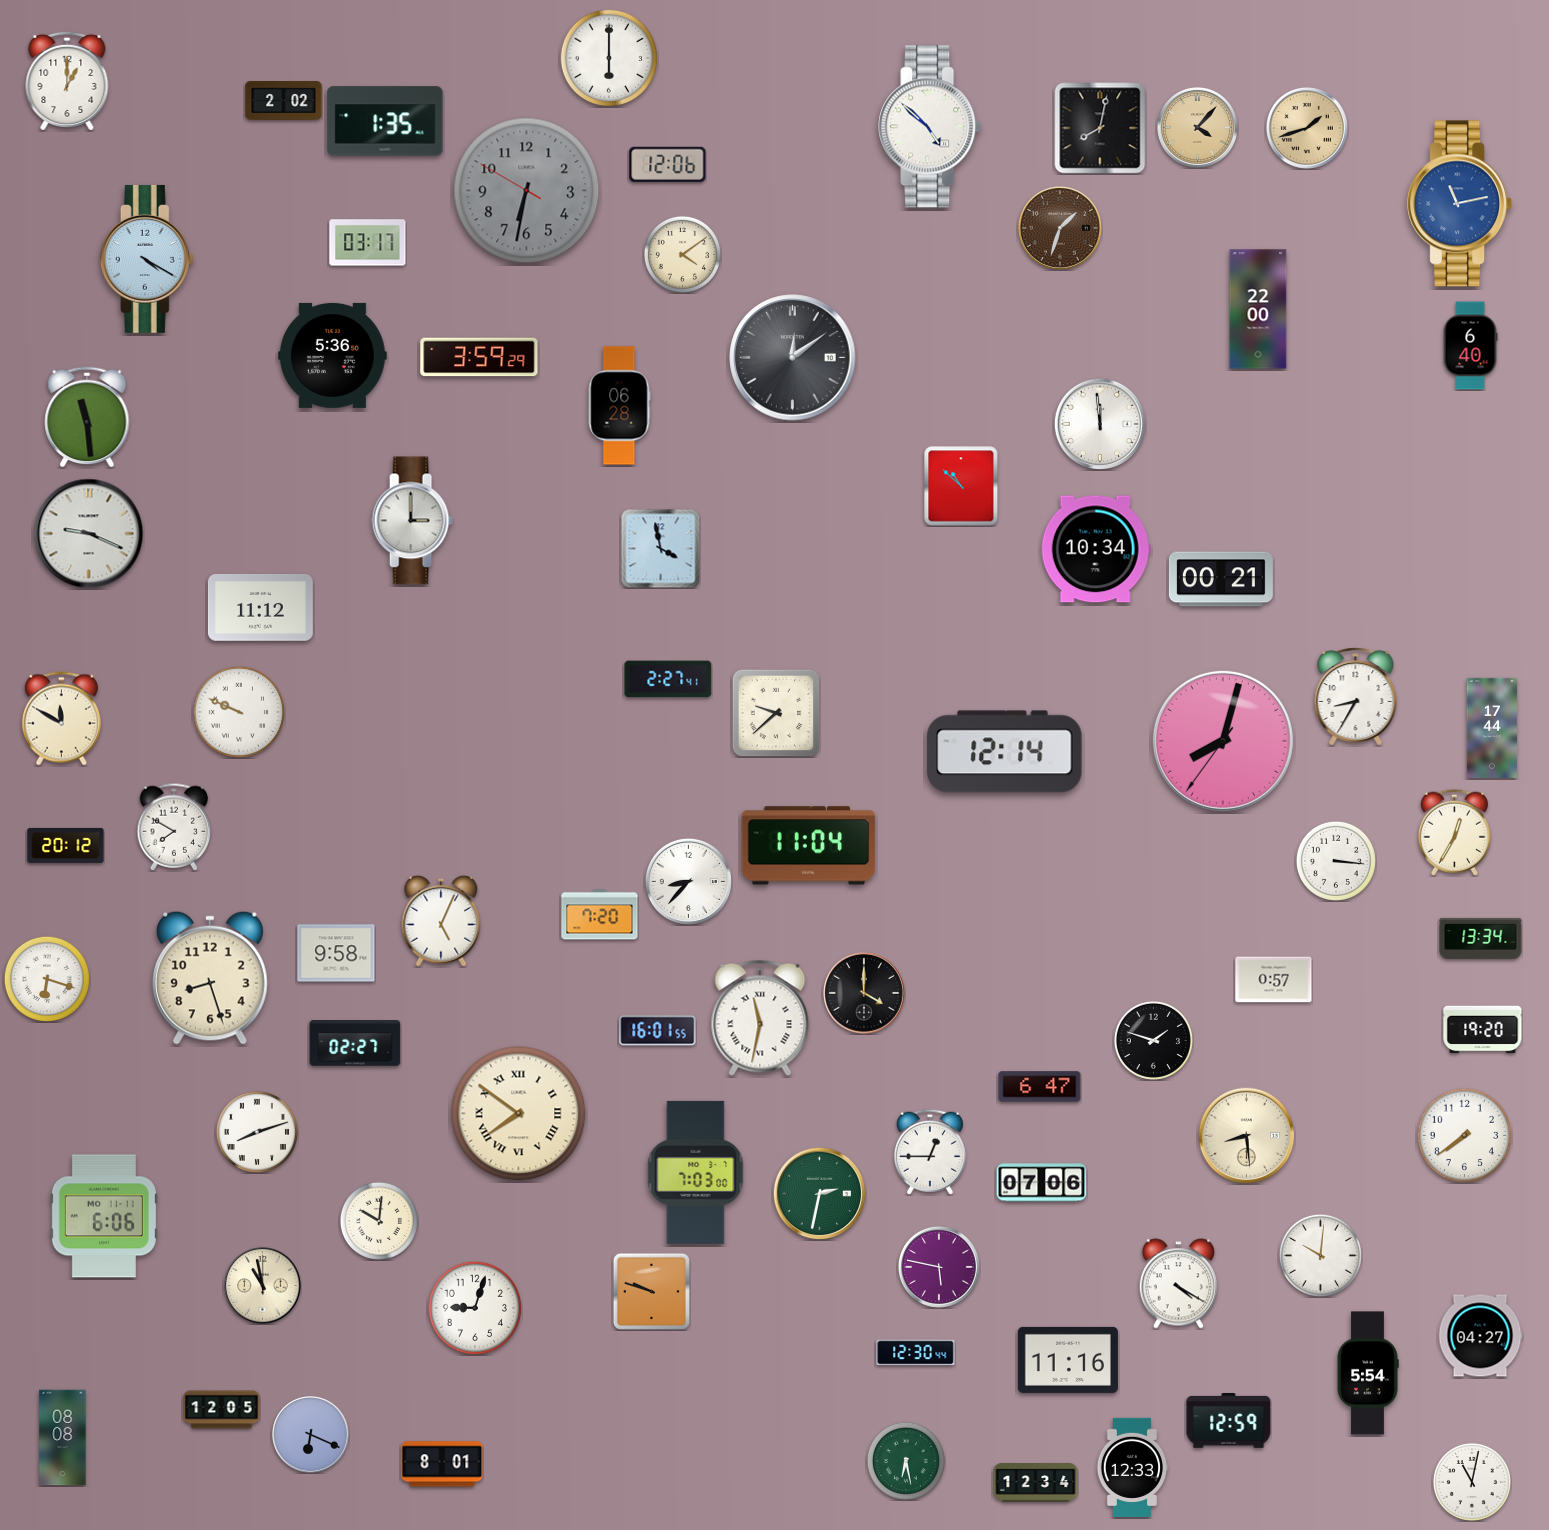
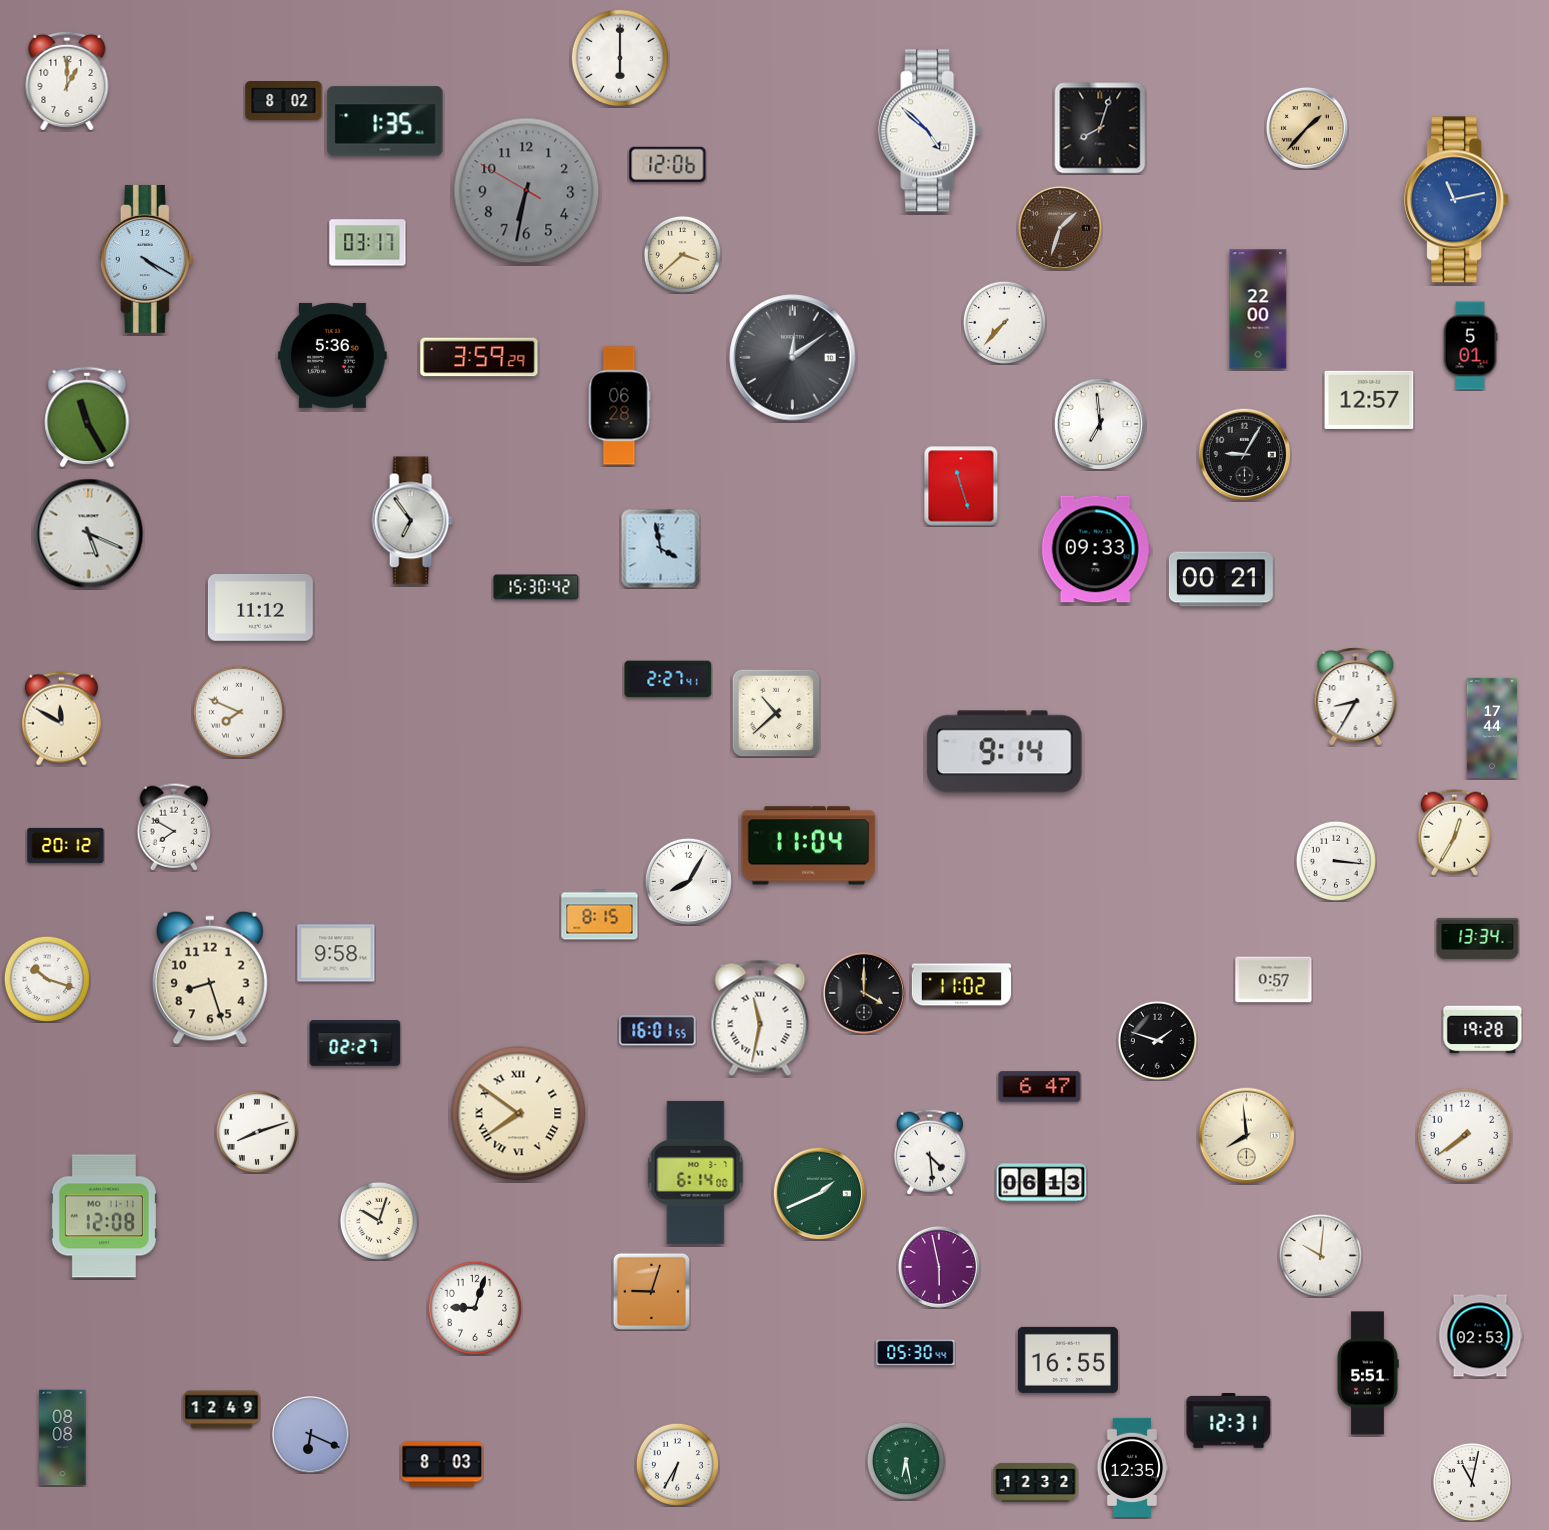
clock at (609, 58) position: (609, 58) -> (620, 58)
clock at (284, 101): 2:02 -> 8:02
clock at (930, 127) position: (930, 127) -> (930, 131)
clock at (1197, 127): 4:07 -> none
clock at (1100, 128): 8:02 -> 8:03
clock at (1307, 128): 1:42 -> 1:37
clock at (1460, 204) position: (1460, 204) -> (1457, 200)
clock at (682, 254): 4:09 -> 3:38
clock at (1004, 322): none -> 7:37
clock at (1470, 346): 6:40 -> 5:01
clock at (1369, 400): none -> 12:57
clock at (87, 417): 11:29 -> 11:25
clock at (1100, 424): 11:59 -> 6:59
clock at (1244, 454): none -> 9:05
clock at (961, 486): 10:52 -> 11:27
clock at (412, 521): 3:00 -> 6:54
clock at (89, 534): 9:19 -> 5:19
clock at (1096, 549): 10:34 -> 09:33
clock at (536, 587): none -> 15:30
clock at (238, 711): 9:49 -> 7:49
clock at (776, 713): 9:38 -> 10:38
clock at (1223, 741): 8:02 -> none
clock at (1005, 752): 12:14 -> 9:14
clock at (688, 881): 8:37 -> 8:05
clock at (600, 915): 7:20 -> 8:15
clock at (441, 921): 5:04 -> none
clock at (1481, 938) position: (1481, 938) -> (1478, 938)
clock at (47, 979): 6:18 -> 10:18
clock at (961, 985): none -> 11:02
clock at (1483, 1030): 19:20 -> 19:28
clock at (1153, 1040) position: (1153, 1040) -> (1157, 1040)
clock at (1247, 1136): 8:29 -> 7:59
clock at (930, 1152): 12:45 -> 4:29
clock at (696, 1172): 7:03 -> 6:14
clock at (1042, 1183): 07:06 -> 06:13
clock at (819, 1193): 2:32 -> 1:41
clock at (104, 1216): 6:06 -> 12:08
clock at (379, 1221): 10:01 -> 10:03
clock at (939, 1267): 5:47 -> 5:58
clock at (1178, 1284): 4:20 -> none
clock at (263, 1286): 10:58 -> none
clock at (651, 1291): 9:48 -> 9:03
clock at (1480, 1336): 04:27 -> 02:53
clock at (916, 1353): 12:30 -> 05:30
clock at (1068, 1360): 11:16 -> 16:55
clock at (1368, 1373): 5:54 -> 5:51
clock at (222, 1410): 12:05 -> 12:49
clock at (1229, 1421): 12:59 -> 12:31
clock at (442, 1464): 8:01 -> 8:03
clock at (677, 1464): none -> 6:35
clock at (1132, 1467): 12:33 -> 12:35
clock at (1036, 1483): 12:34 -> 12:32
